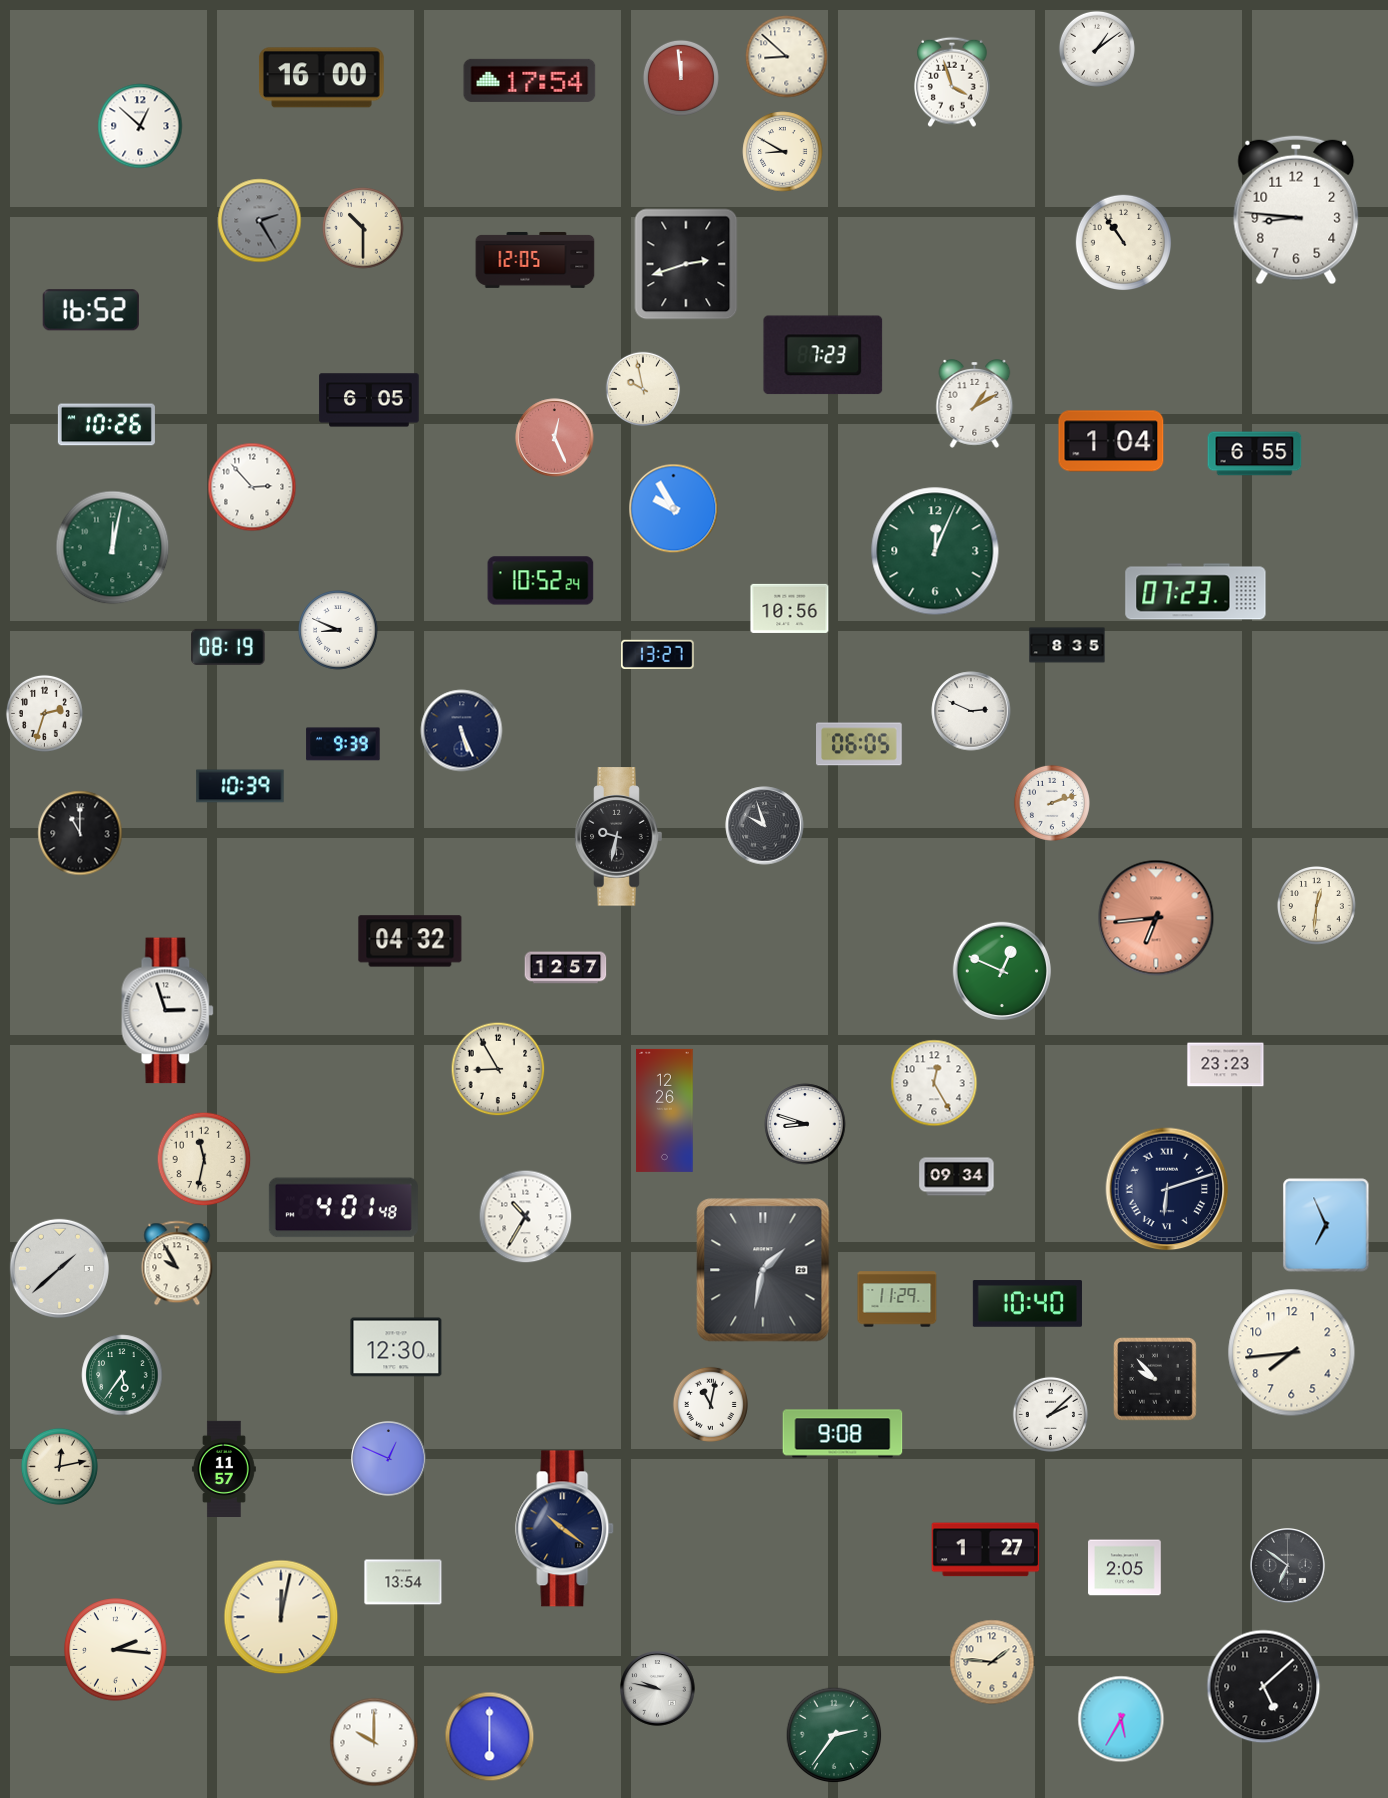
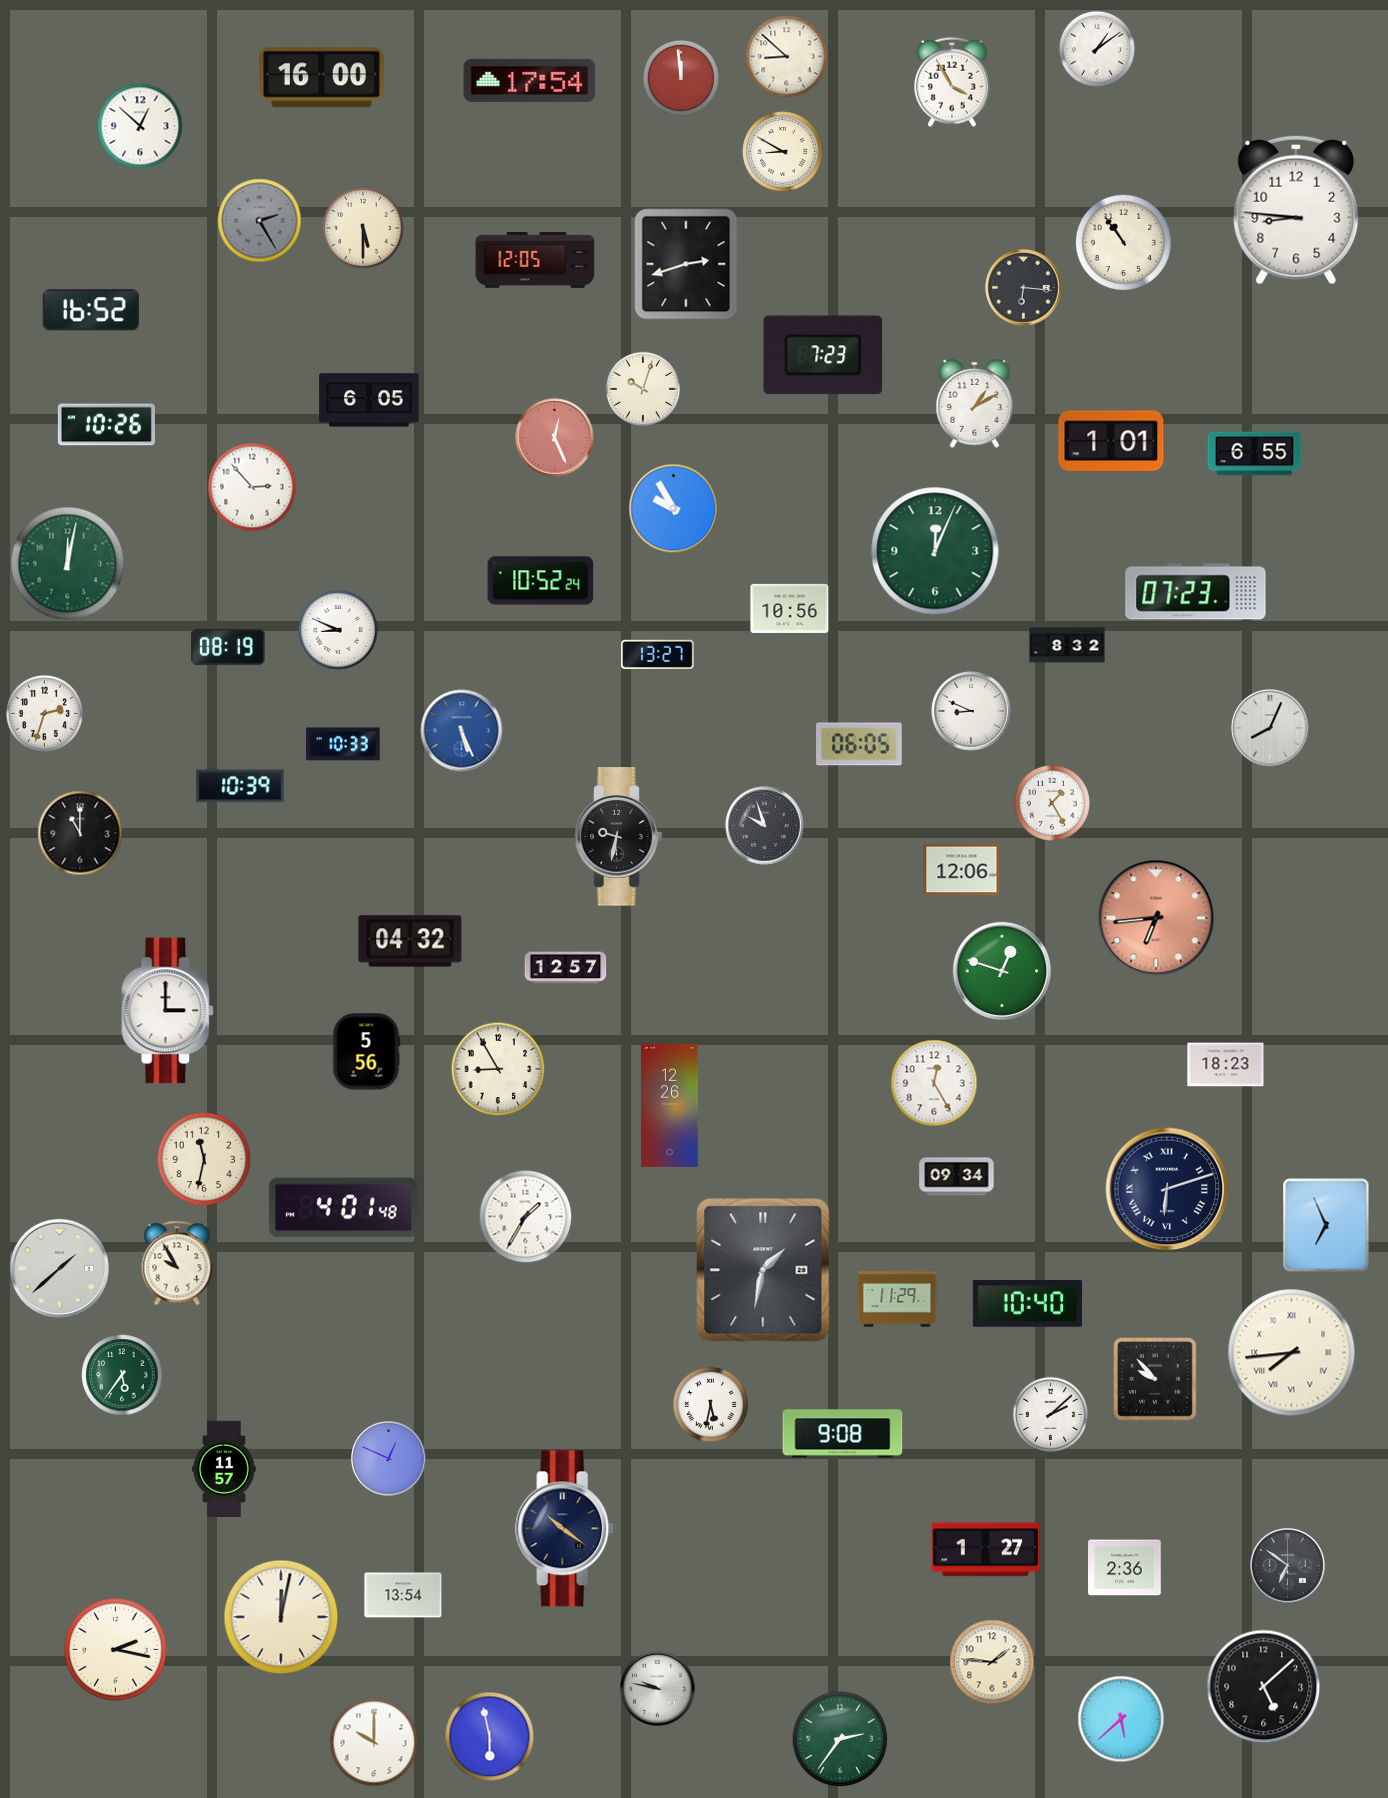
clock at (953, 82): 3:57 -> 3:55
clock at (363, 228): 10:30 -> 5:30
clock at (1024, 288): none -> 6:16
clock at (643, 389): 9:58 -> 10:03
clock at (1111, 441): 1:04 -> 1:01
clock at (113, 548) position: (113, 548) -> (68, 564)
clock at (1067, 645): 8:35 -> 8:32
clock at (971, 711): 2:49 -> 8:49
clock at (1270, 728): none -> 8:04
clock at (462, 731) dial: navy -> blue
clock at (343, 744): 9:39 -> 10:33
clock at (1052, 803): 2:12 -> 1:25
clock at (962, 870): none -> 12:06
clock at (1317, 906): 12:31 -> none
clock at (1002, 971): 12:49 -> 12:48
clock at (168, 1011): 2:57 -> 3:00
clock at (367, 1052): none -> 5:56
clock at (1226, 1065): 23:23 -> 18:23
clock at (665, 1110) position: (665, 1110) -> (670, 1105)
clock at (805, 1124): 8:48 -> none
clock at (526, 1217): 10:35 -> 1:35
clock at (396, 1347): 12:30 -> none
clock at (1292, 1353) numerals: Arabic -> Roman
clock at (710, 1404): 11:02 -> 5:32
clock at (59, 1466): 12:13 -> none
clock at (1125, 1568): 2:05 -> 2:36
clock at (403, 1582) position: (403, 1582) -> (403, 1595)
clock at (116, 1650): 2:16 -> 2:17
clock at (1121, 1719): 5:35 -> 5:38
clock at (834, 1735) position: (834, 1735) -> (840, 1739)
clock at (490, 1737): 6:00 -> 5:58
